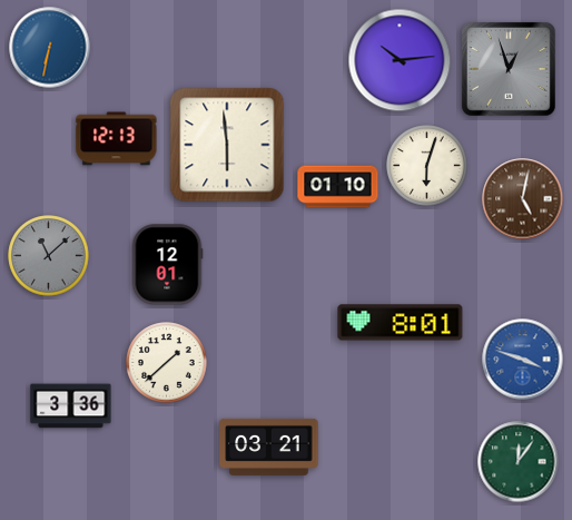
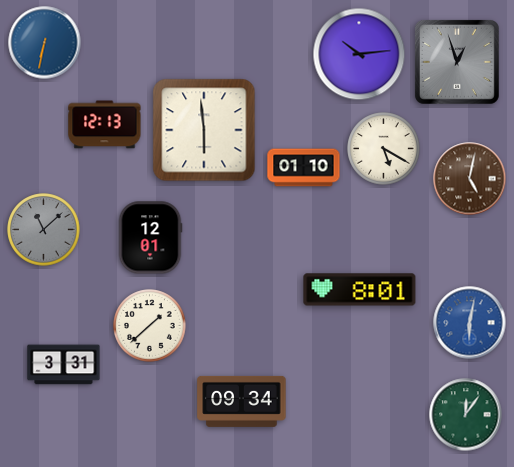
clock at (427, 166): 6:03 -> 5:20
clock at (523, 360): 3:48 -> 6:02
clock at (71, 406): 3:36 -> 3:31
clock at (269, 447): 03:21 -> 09:34
